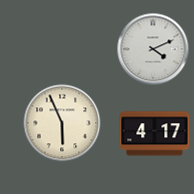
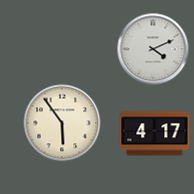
clock at (62, 123): 5:56 -> 5:54
